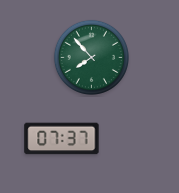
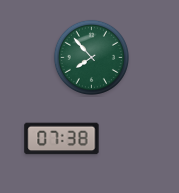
clock at (62, 139): 07:37 -> 07:38
